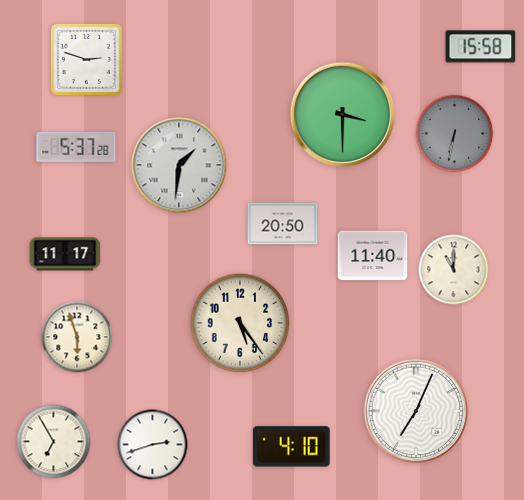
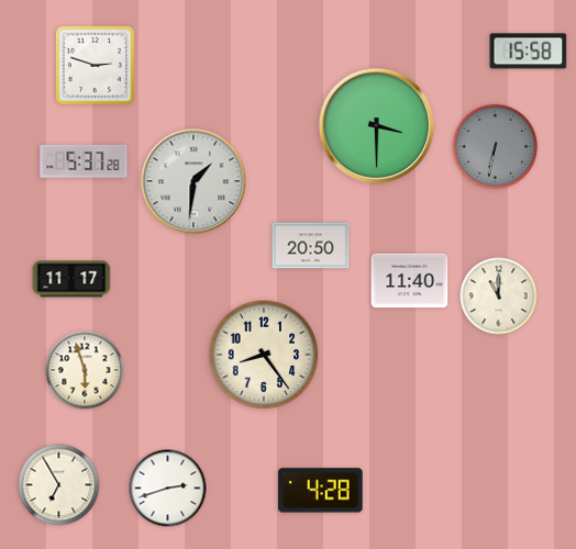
clock at (455, 134) position: (455, 134) -> (496, 147)
clock at (179, 165) position: (179, 165) -> (193, 181)
clock at (240, 323): 5:24 -> 8:24
clock at (416, 411): 7:04 -> none
clock at (292, 447): 4:10 -> 4:28
